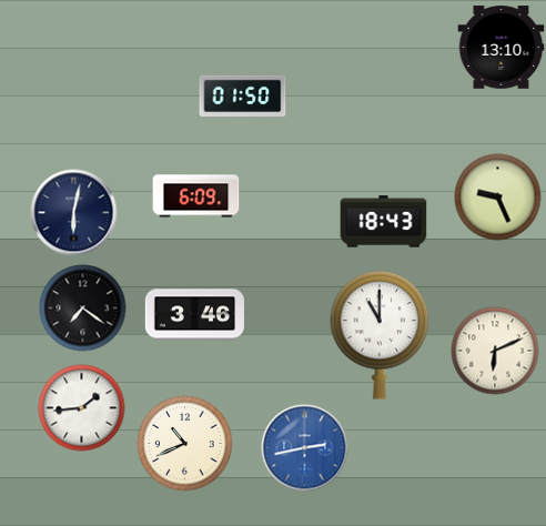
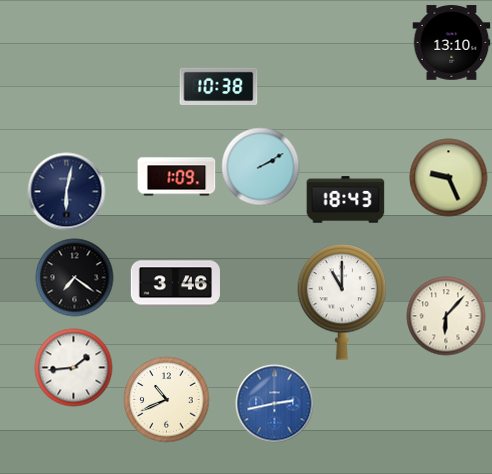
clock at (242, 95): 01:50 -> 10:38
clock at (260, 166): none -> 2:10
clock at (195, 196): 6:09 -> 1:09
clock at (495, 351): 6:11 -> 6:07
